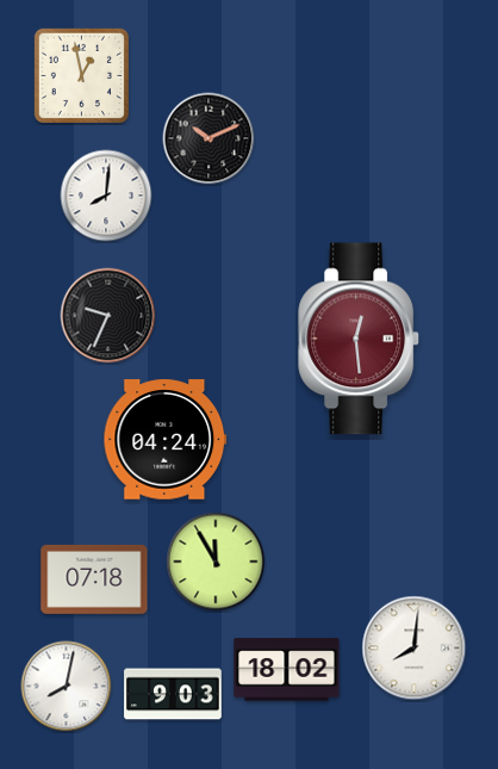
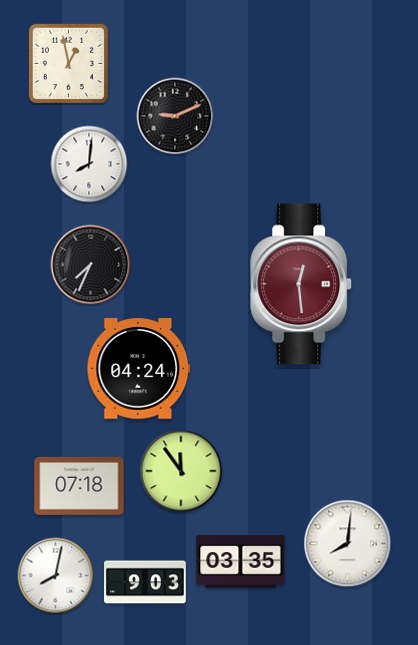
clock at (208, 138): 10:11 -> 9:11
clock at (108, 316): 9:34 -> 7:34
clock at (216, 562): 11:55 -> 11:54
clock at (287, 670): 18:02 -> 03:35
